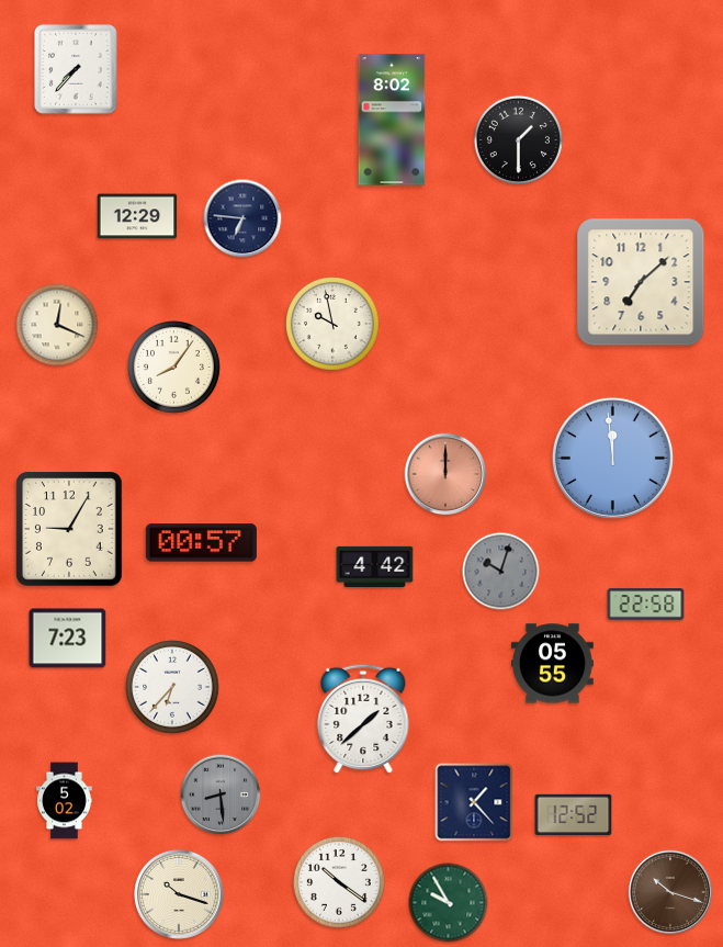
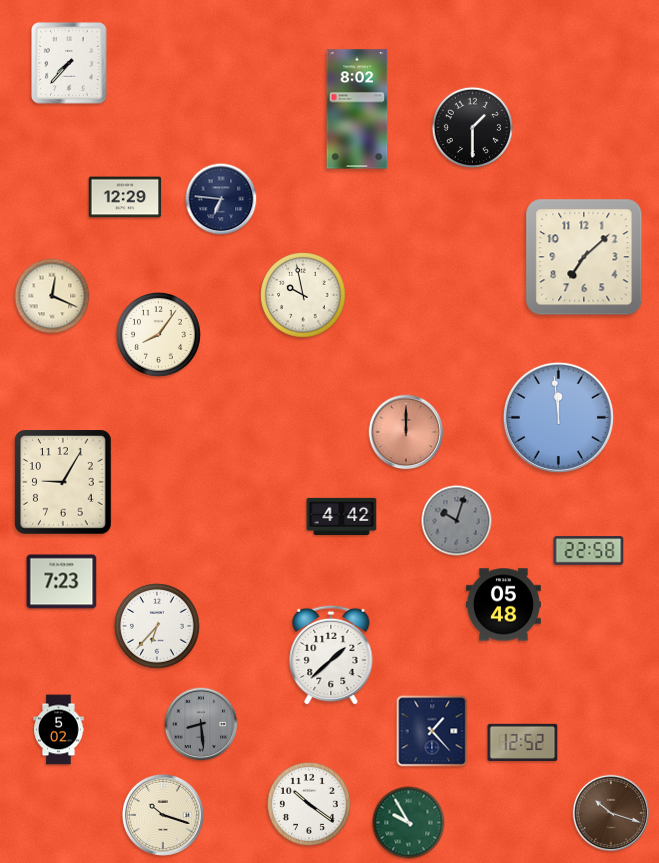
clock at (201, 543): 00:57 -> none
clock at (552, 664): 05:55 -> 05:48
